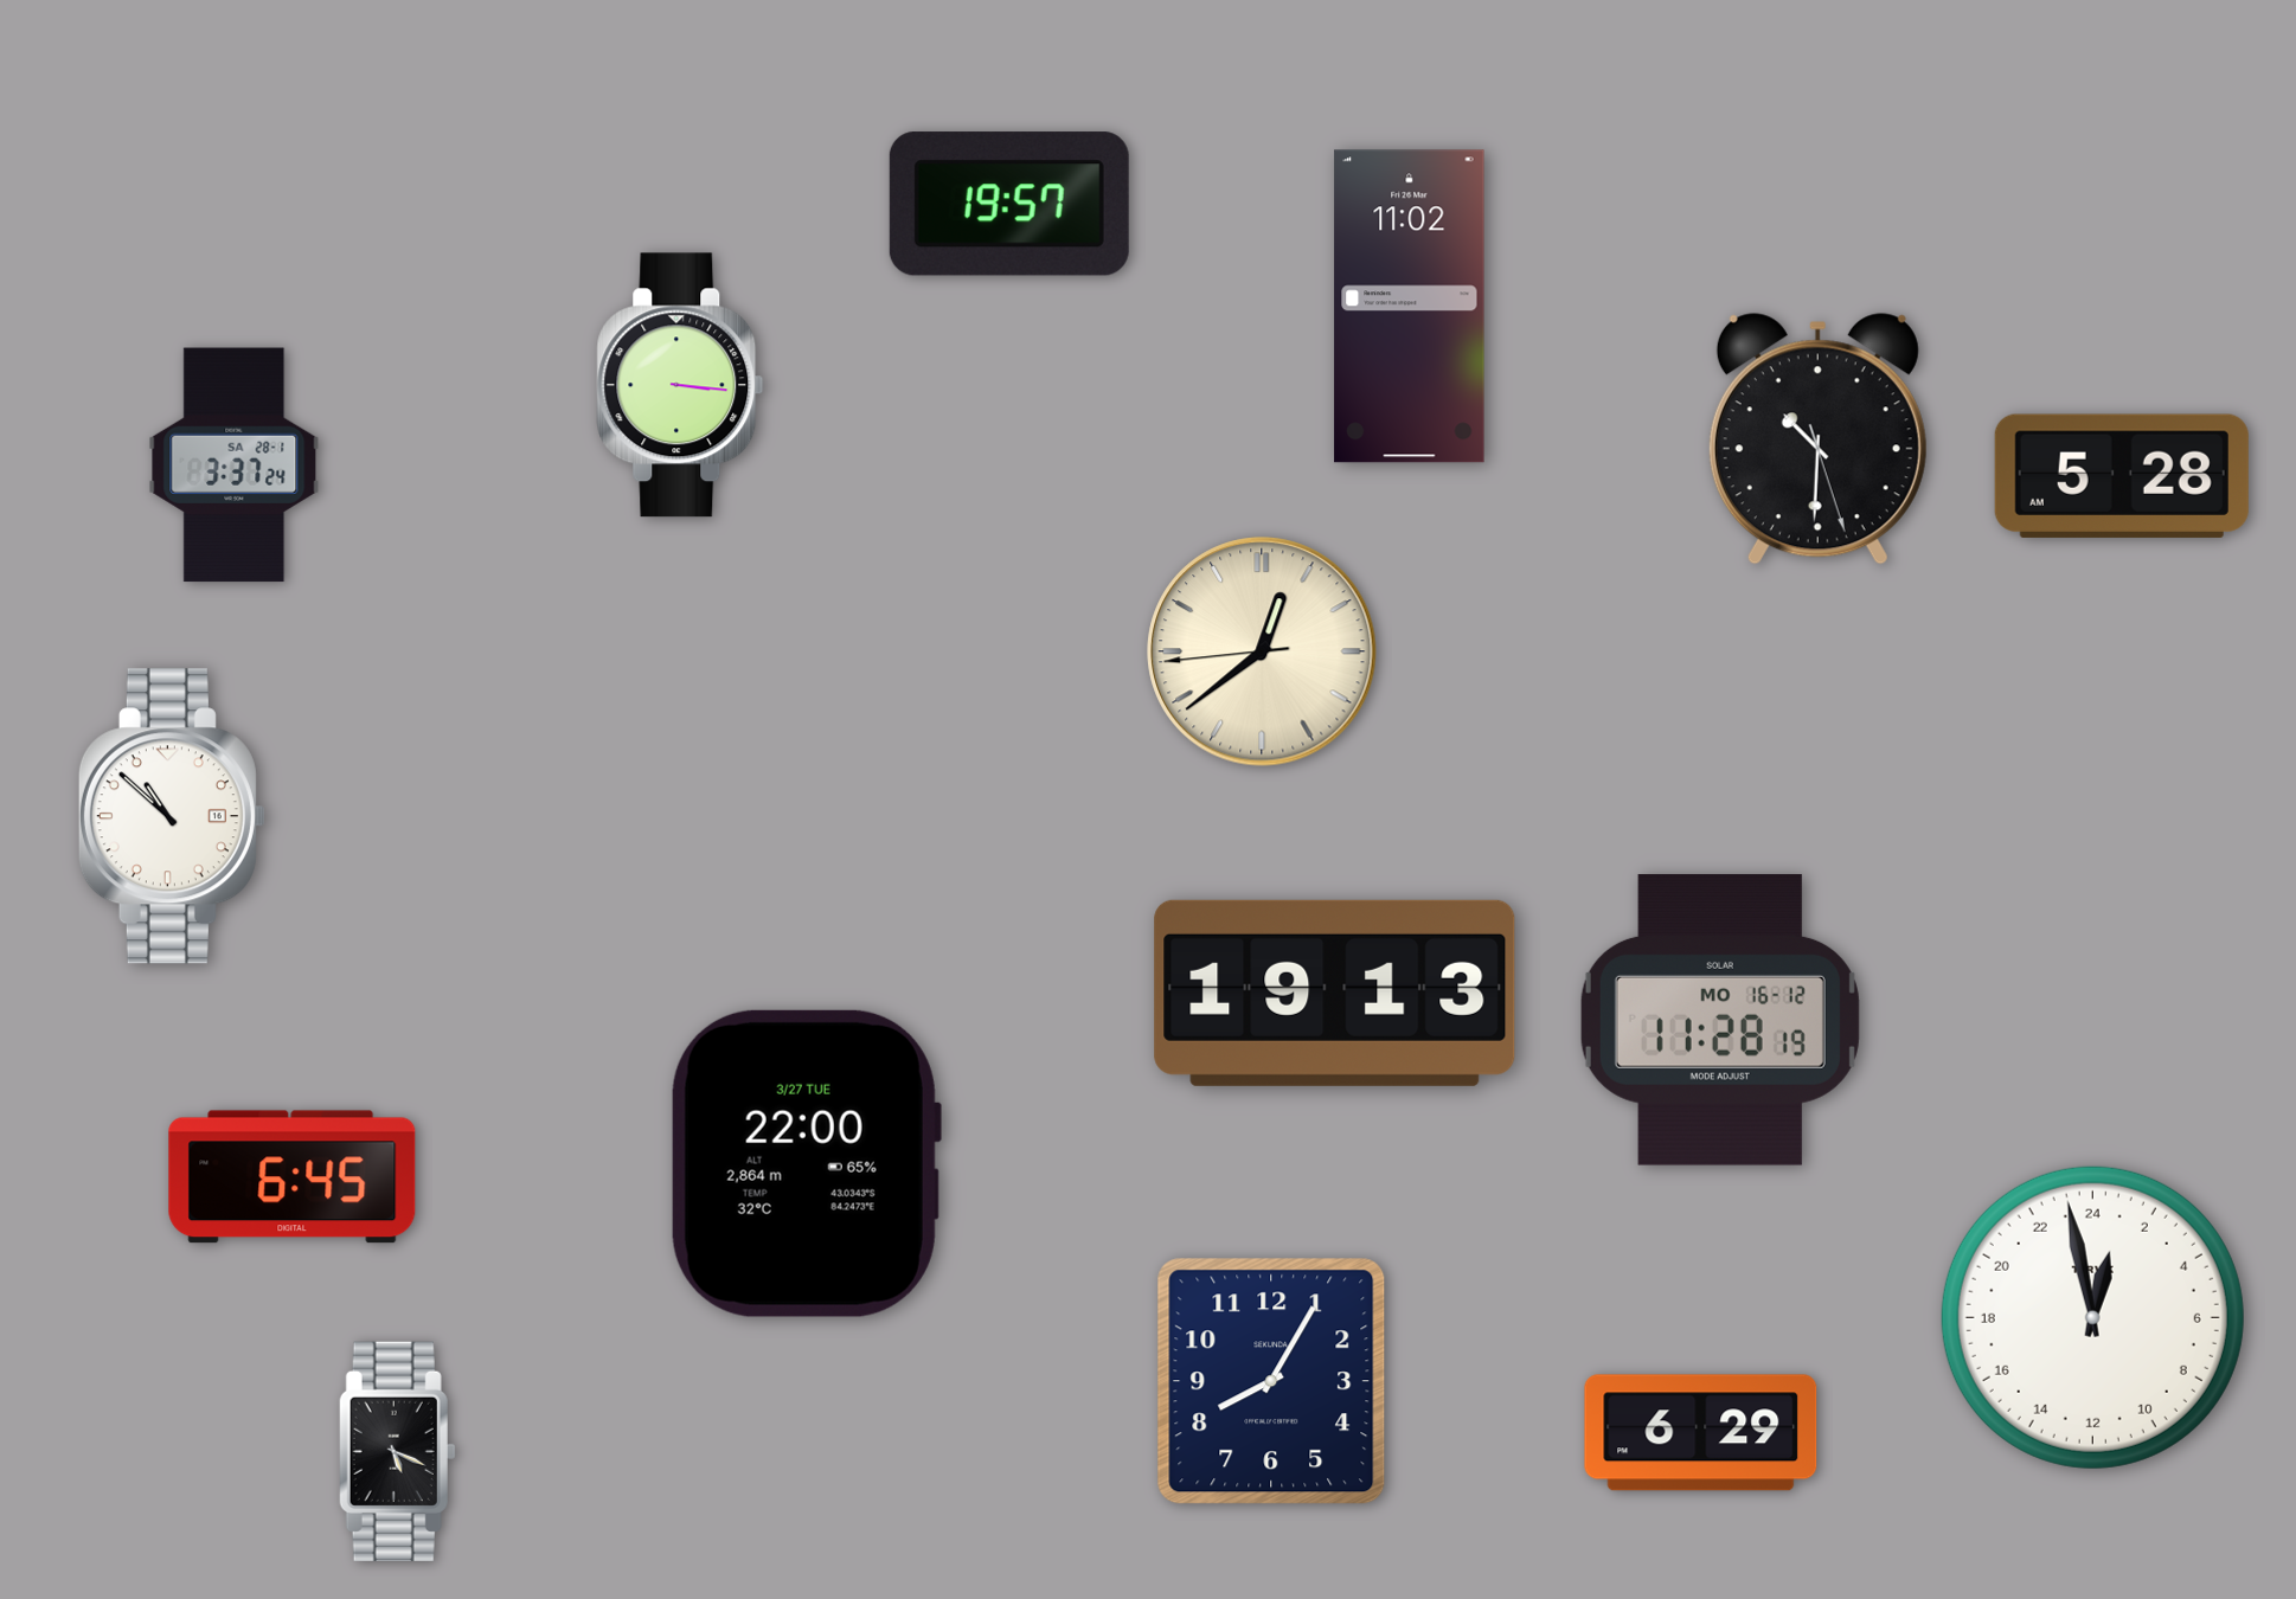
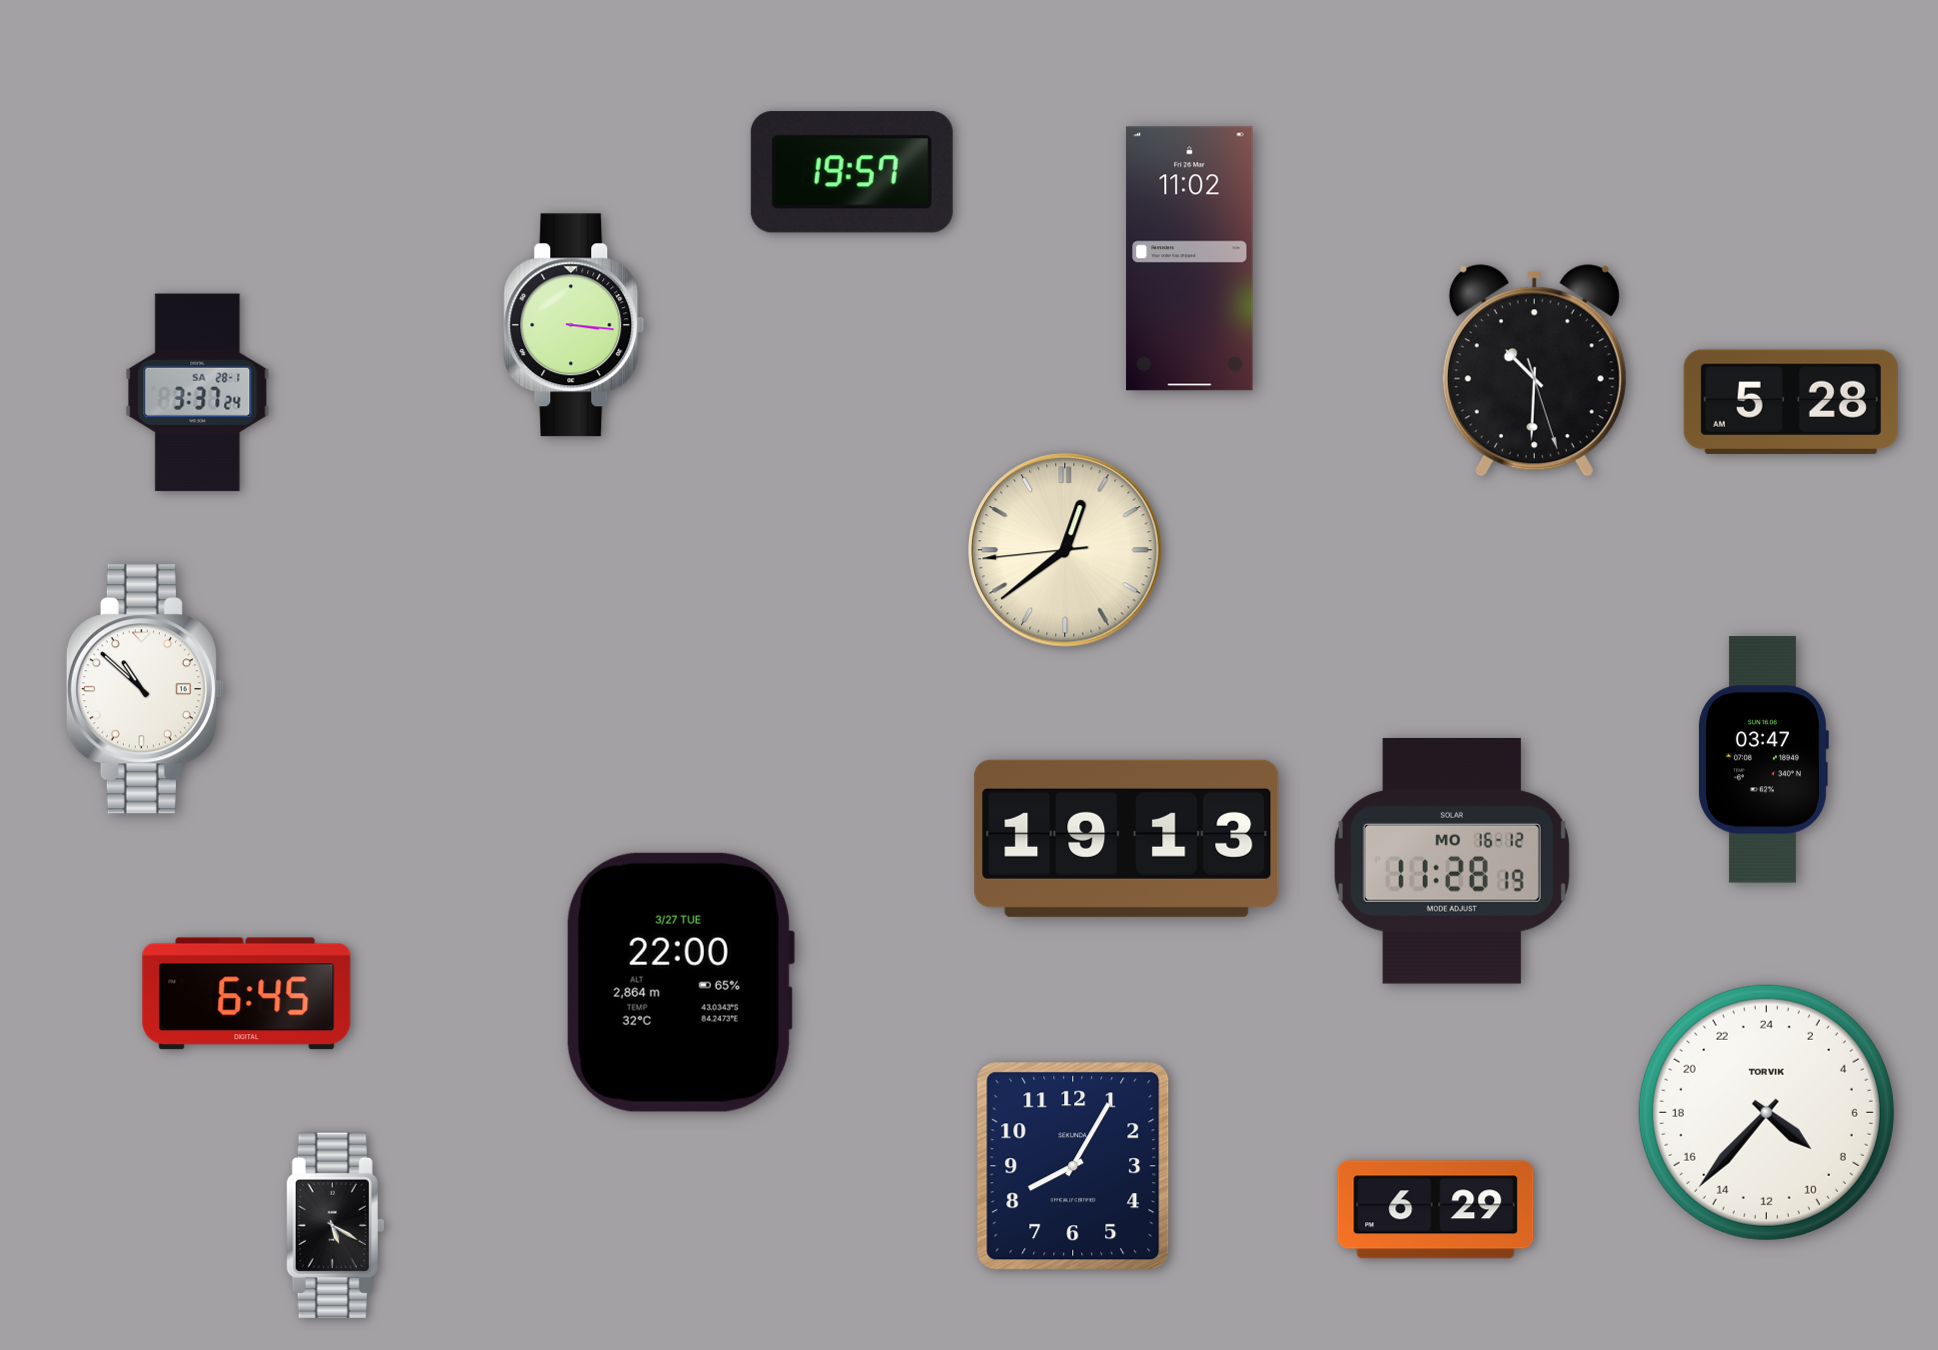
clock at (1763, 760): none -> 03:47
clock at (2092, 1317): 0:58 -> 8:37
clock at (397, 1451): 5:19 -> 5:20
